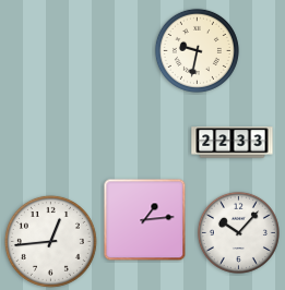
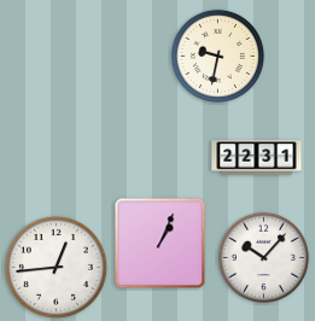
clock at (233, 143): 22:33 -> 22:31
clock at (145, 220): 1:14 -> 1:04
